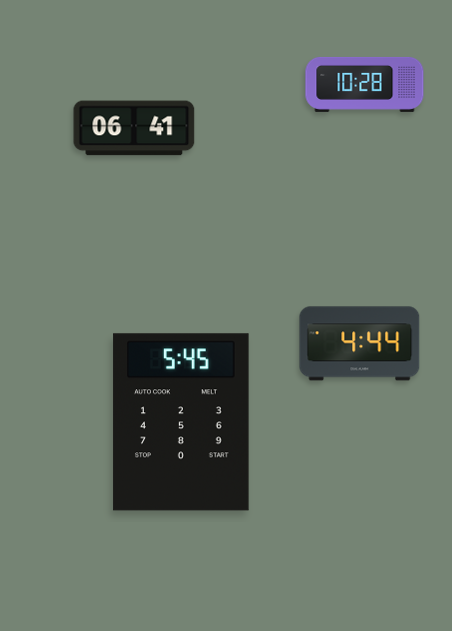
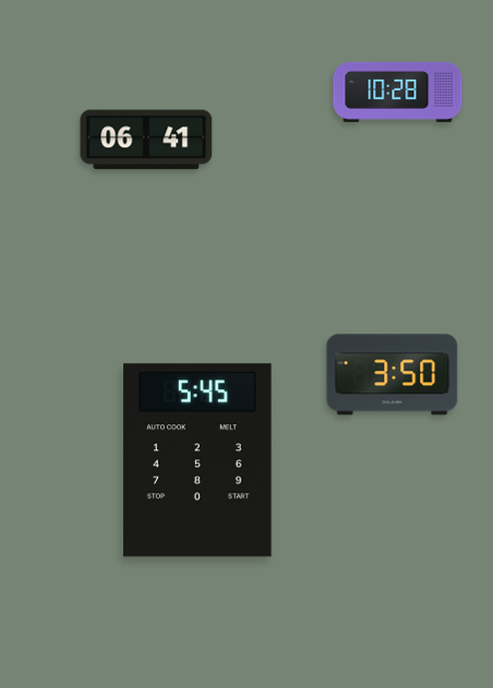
clock at (360, 344): 4:44 -> 3:50
